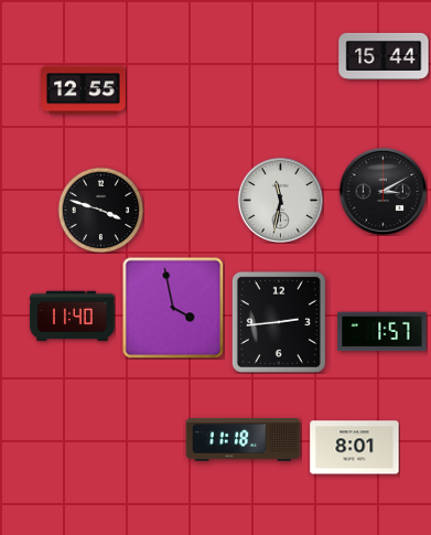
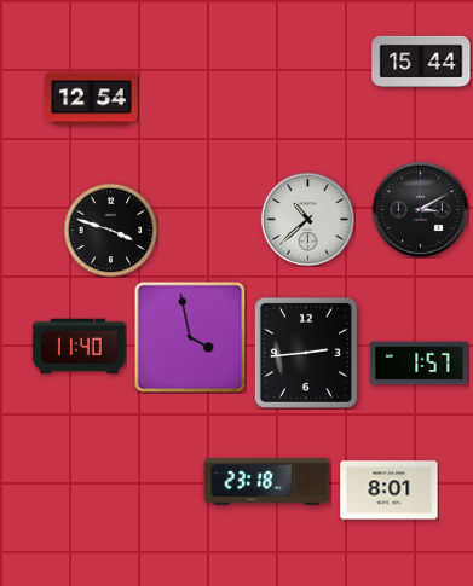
clock at (84, 90): 12:55 -> 12:54
clock at (280, 200): 11:32 -> 10:38
clock at (244, 439): 11:18 -> 23:18
